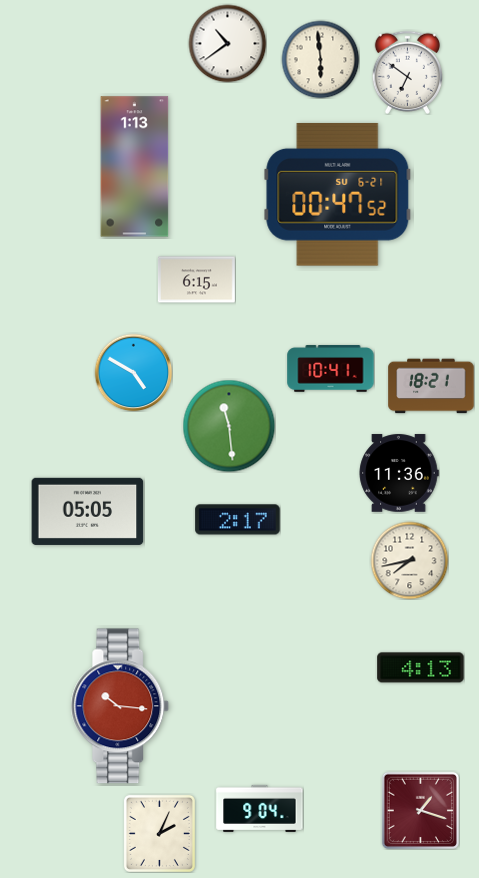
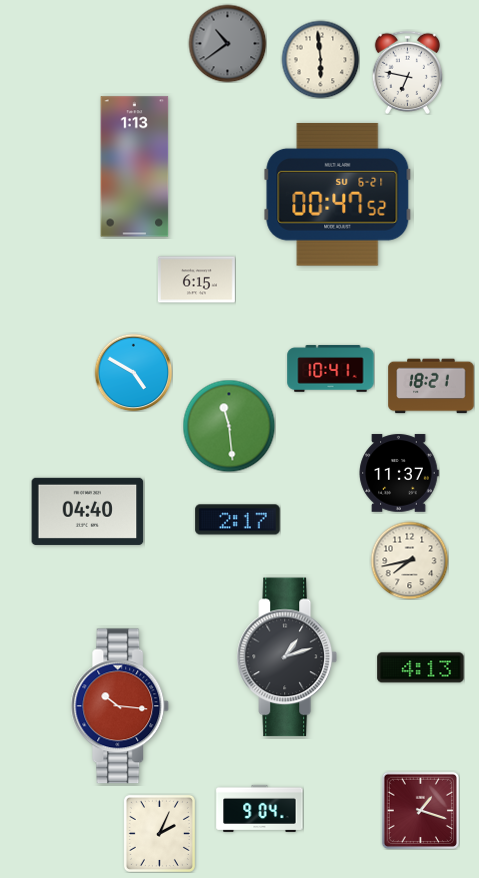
clock at (227, 43) dial: white -> grey
clock at (407, 72): 6:51 -> 6:47
clock at (399, 473): 11:36 -> 11:37
clock at (88, 511): 05:05 -> 04:40
clock at (287, 657): none -> 1:12
